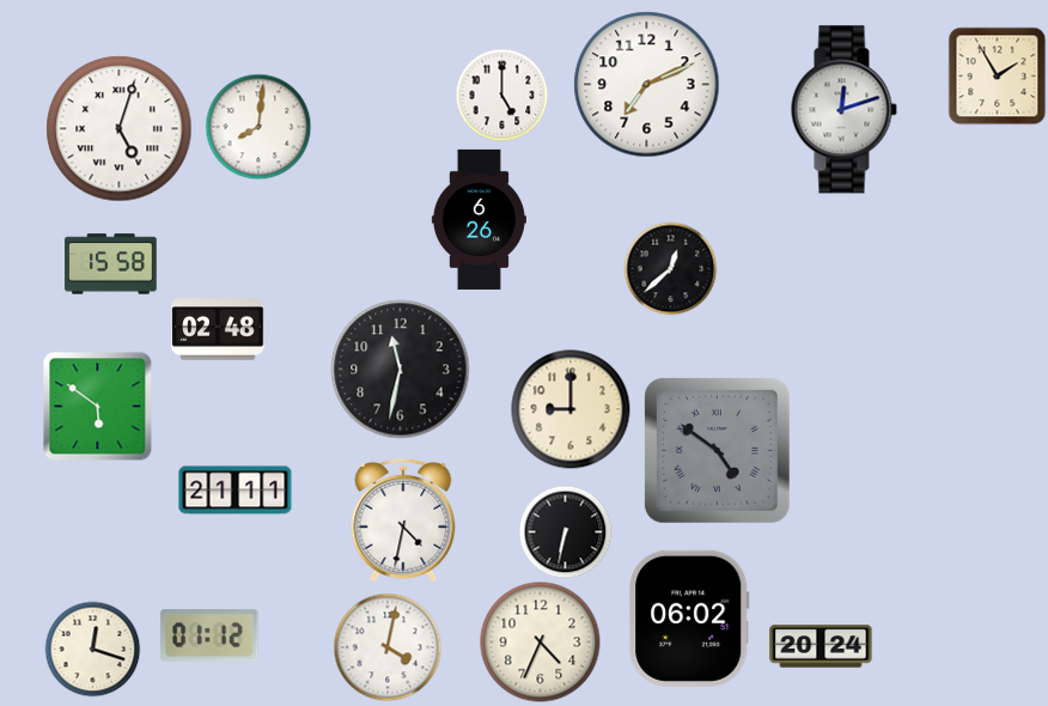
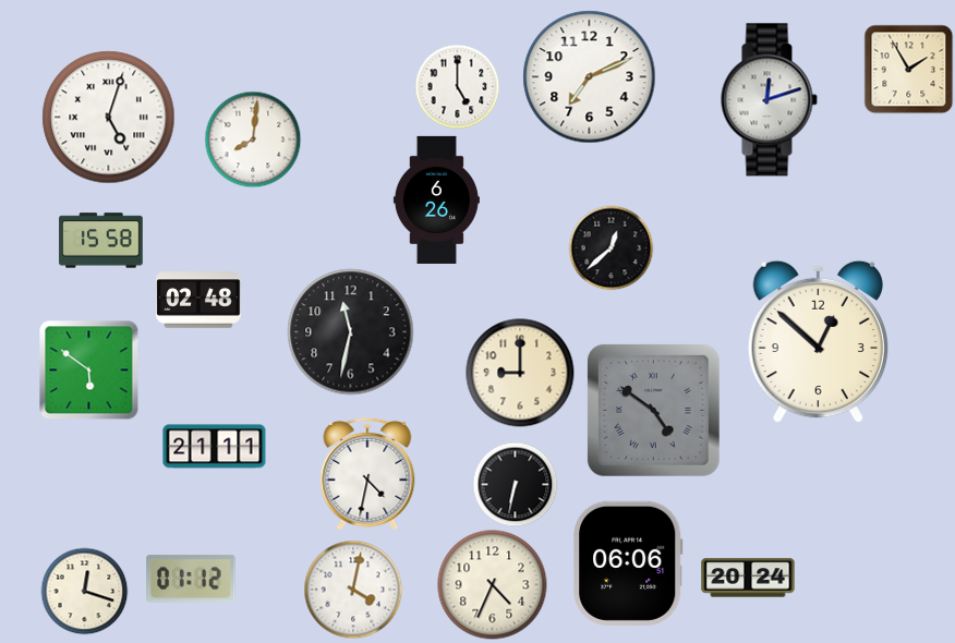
clock at (258, 127) position: (258, 127) -> (253, 139)
clock at (670, 268) position: (670, 268) -> (611, 247)
clock at (401, 370) position: (401, 370) -> (351, 332)
clock at (818, 342): none -> 12:52
clock at (689, 619): 06:02 -> 06:06
clock at (821, 646) position: (821, 646) -> (748, 578)
